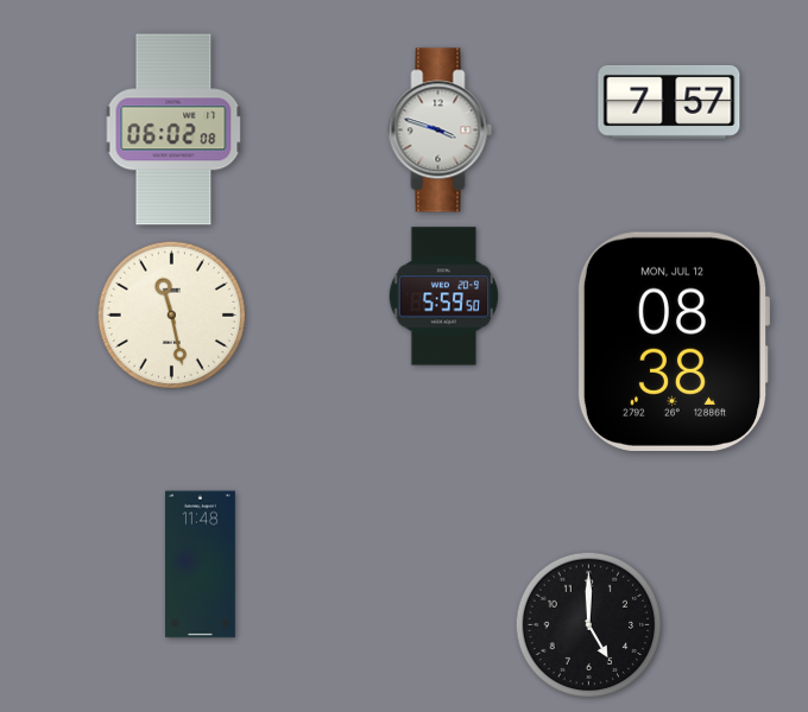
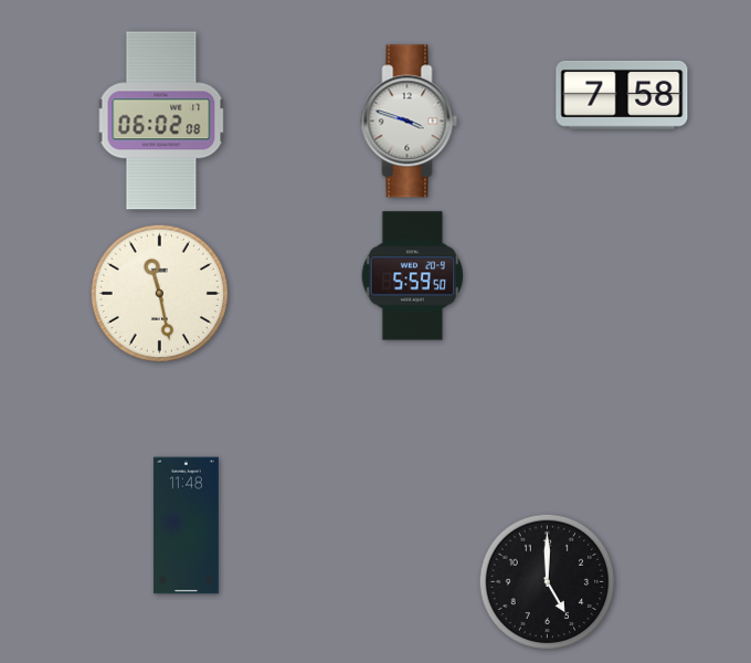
clock at (669, 102): 7:57 -> 7:58
clock at (674, 342): 08:38 -> none
